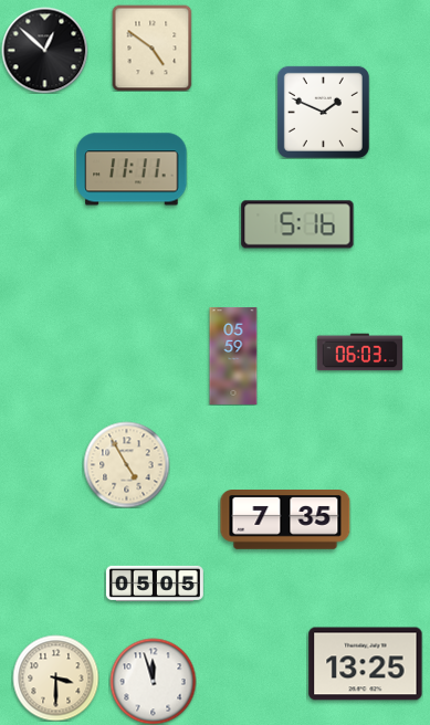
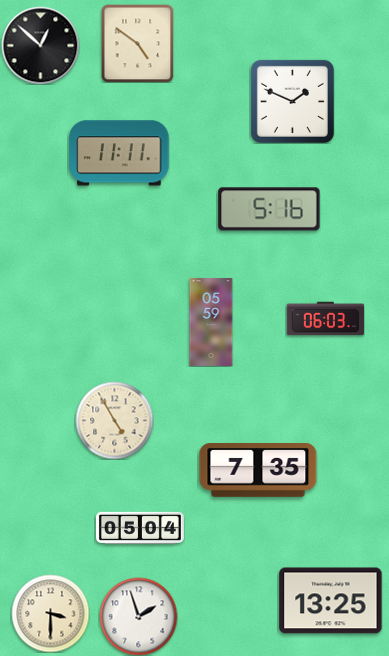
clock at (297, 224) position: (297, 224) -> (269, 209)
clock at (155, 584): 05:05 -> 05:04
clock at (153, 681): 11:57 -> 1:57
